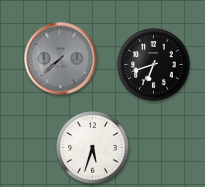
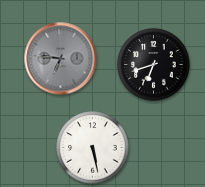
clock at (61, 59): 7:38 -> 6:46
clock at (93, 148): 5:33 -> 5:28
